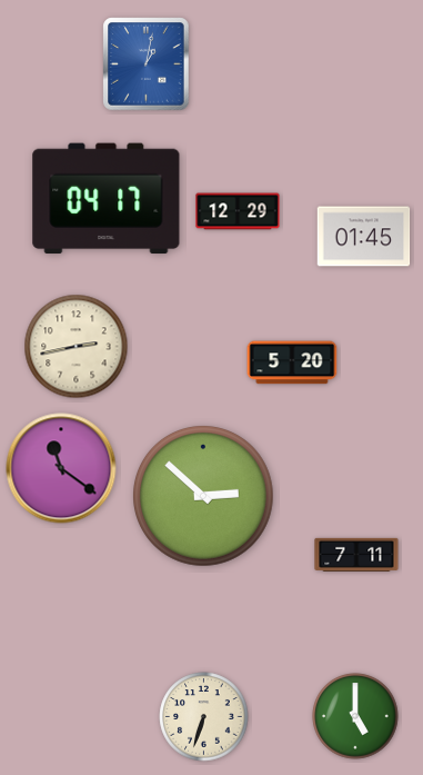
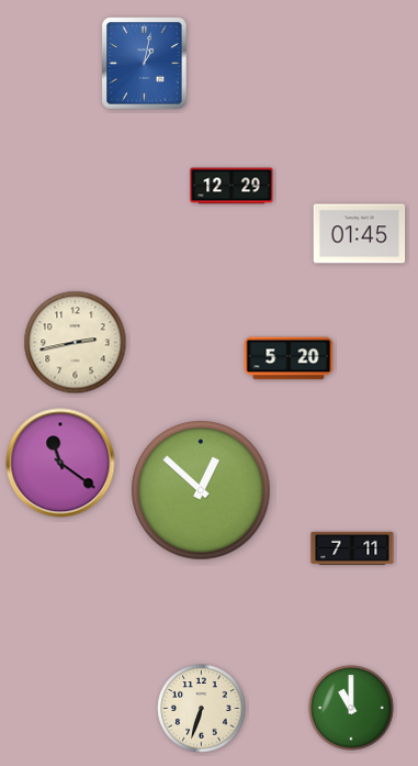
clock at (107, 199): 04:17 -> none
clock at (238, 211) position: (238, 211) -> (231, 186)
clock at (204, 497): 2:52 -> 12:52
clock at (355, 716): 5:00 -> 11:00
